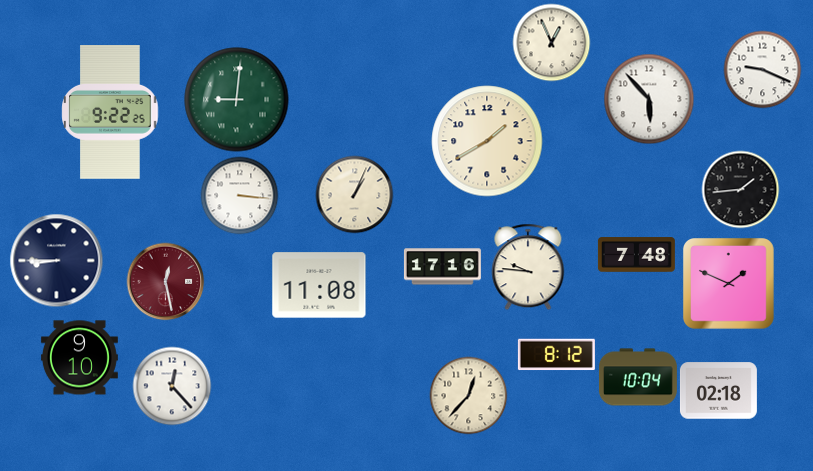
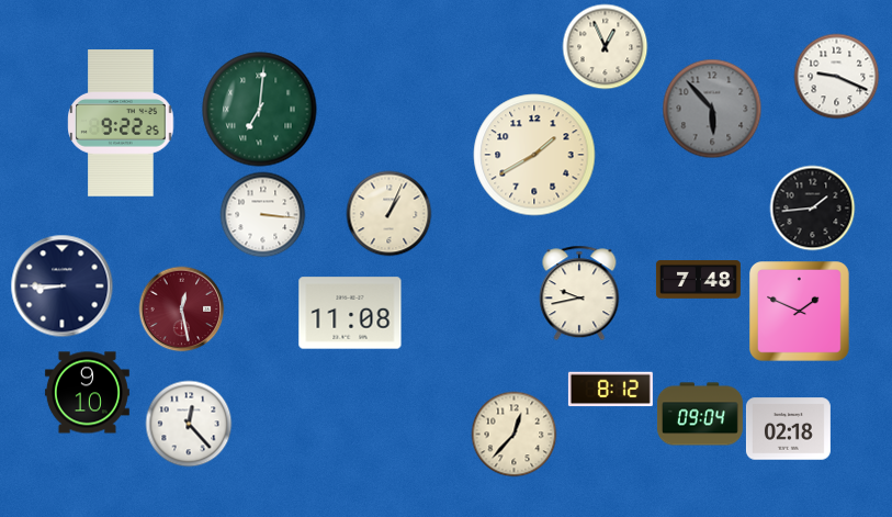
clock at (649, 99) dial: white -> grey
clock at (237, 100): 9:01 -> 7:01
clock at (442, 267): 17:16 -> none
clock at (528, 267): 9:46 -> 9:43
clock at (638, 377): 10:04 -> 09:04
